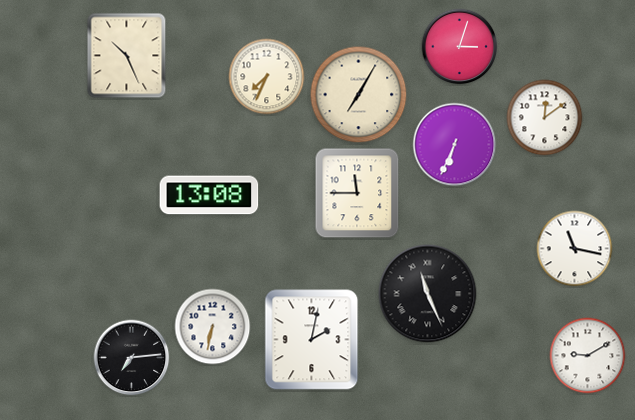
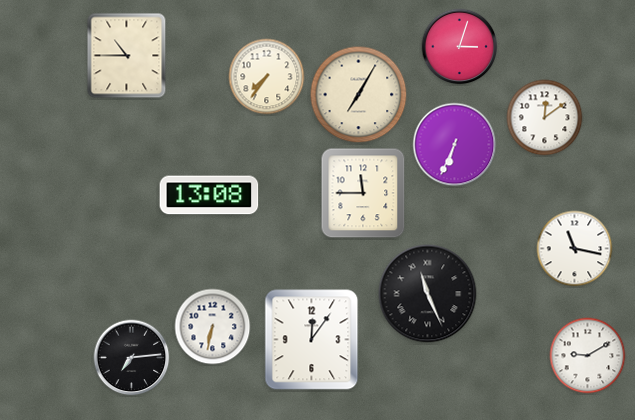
clock at (127, 56): 10:26 -> 10:45
clock at (267, 77): 7:34 -> 7:36
clock at (357, 193) position: (357, 193) -> (363, 193)
clock at (312, 340): 2:02 -> 12:06
